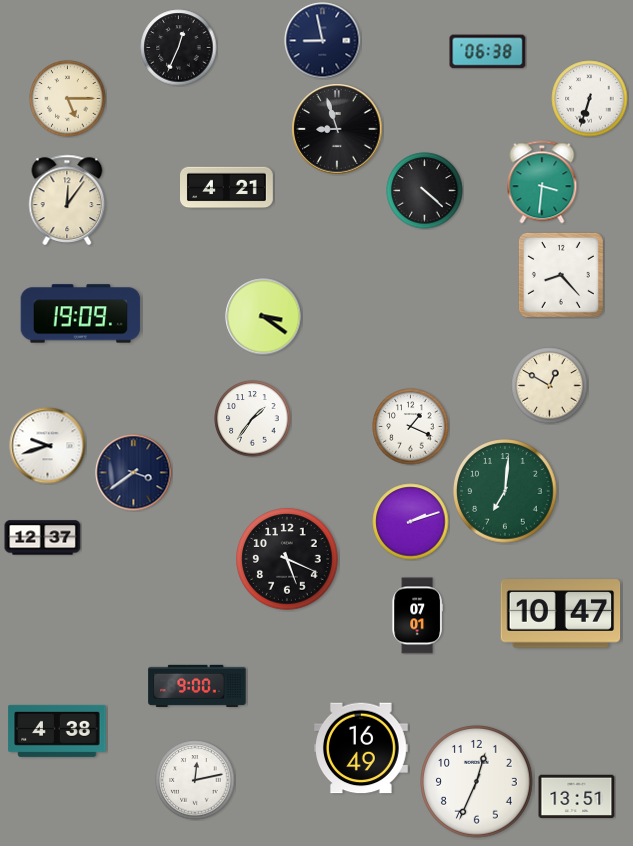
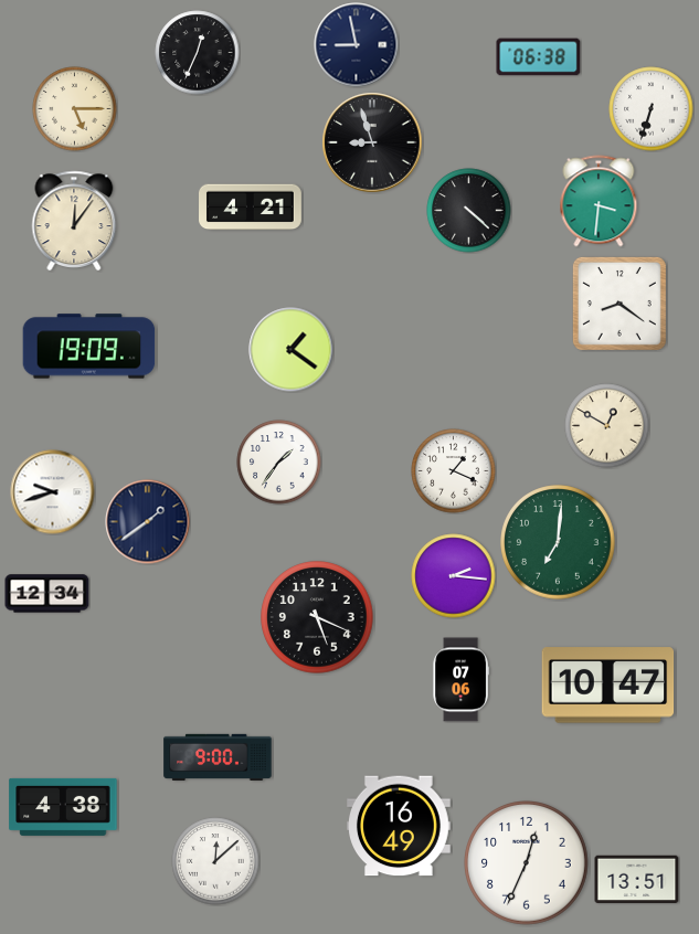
clock at (561, 275): 8:23 -> 8:21
clock at (264, 317): 3:21 -> 1:21
clock at (134, 473): 3:39 -> 1:39
clock at (411, 522): 2:12 -> 2:16
clock at (43, 538): 12:37 -> 12:34
clock at (561, 614) position: (561, 614) -> (608, 686)
clock at (417, 616): 07:01 -> 07:06
clock at (195, 780): 12:13 -> 12:08
